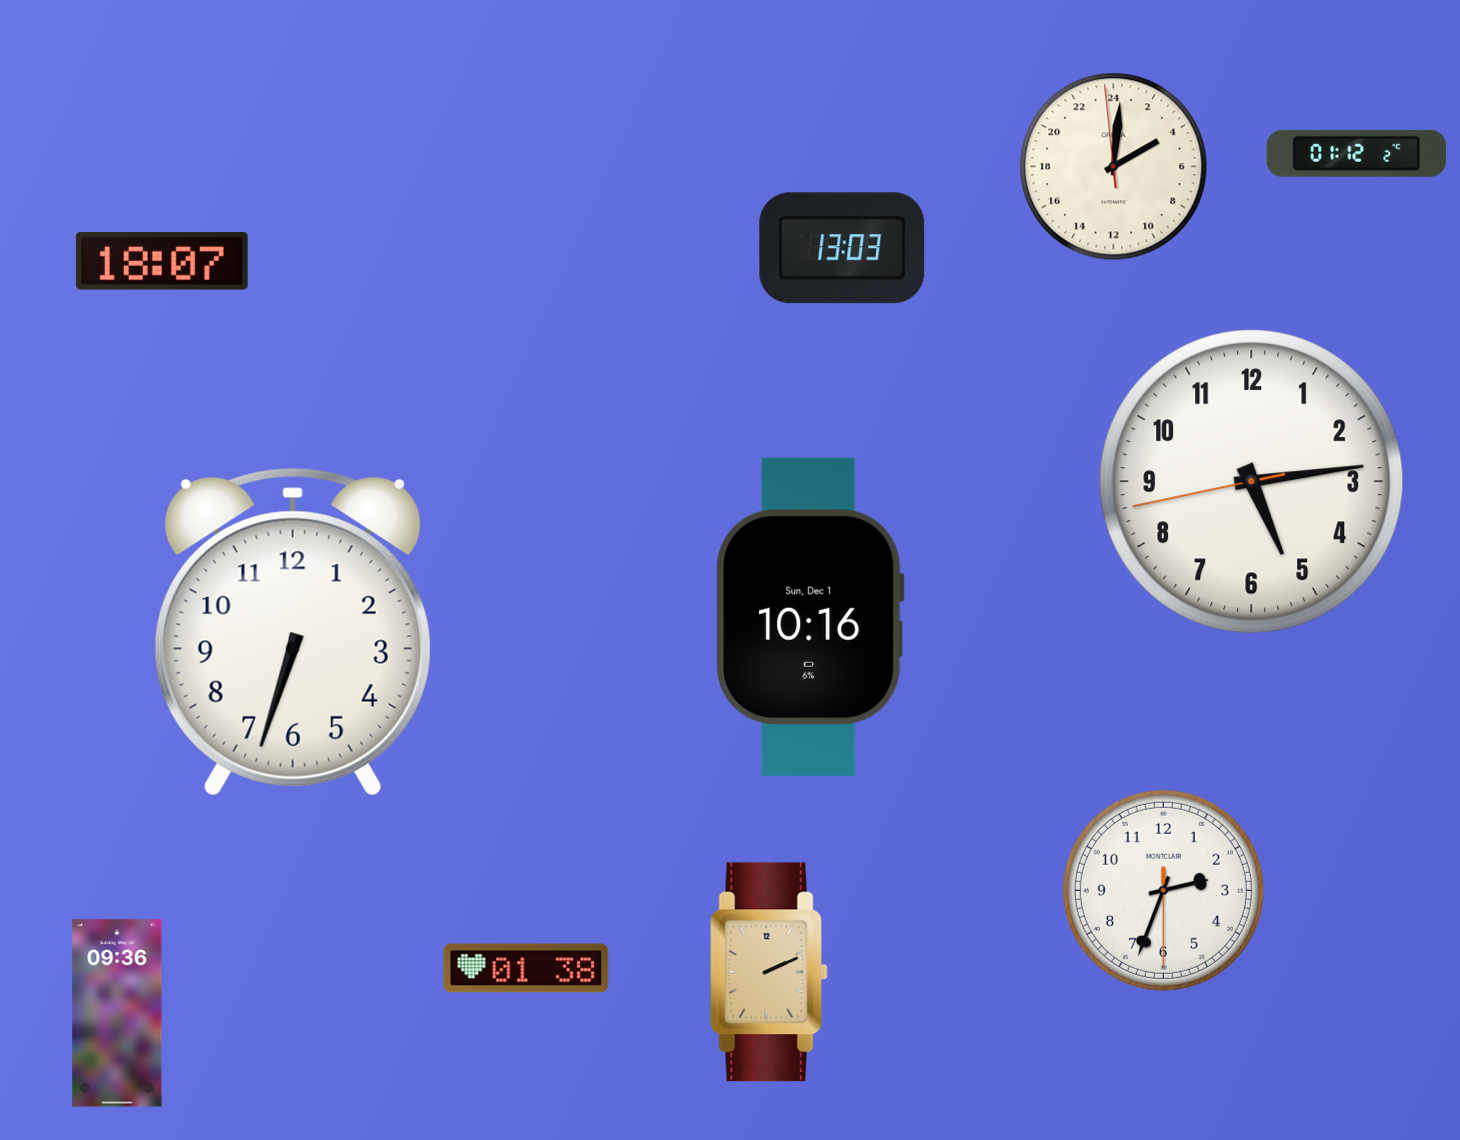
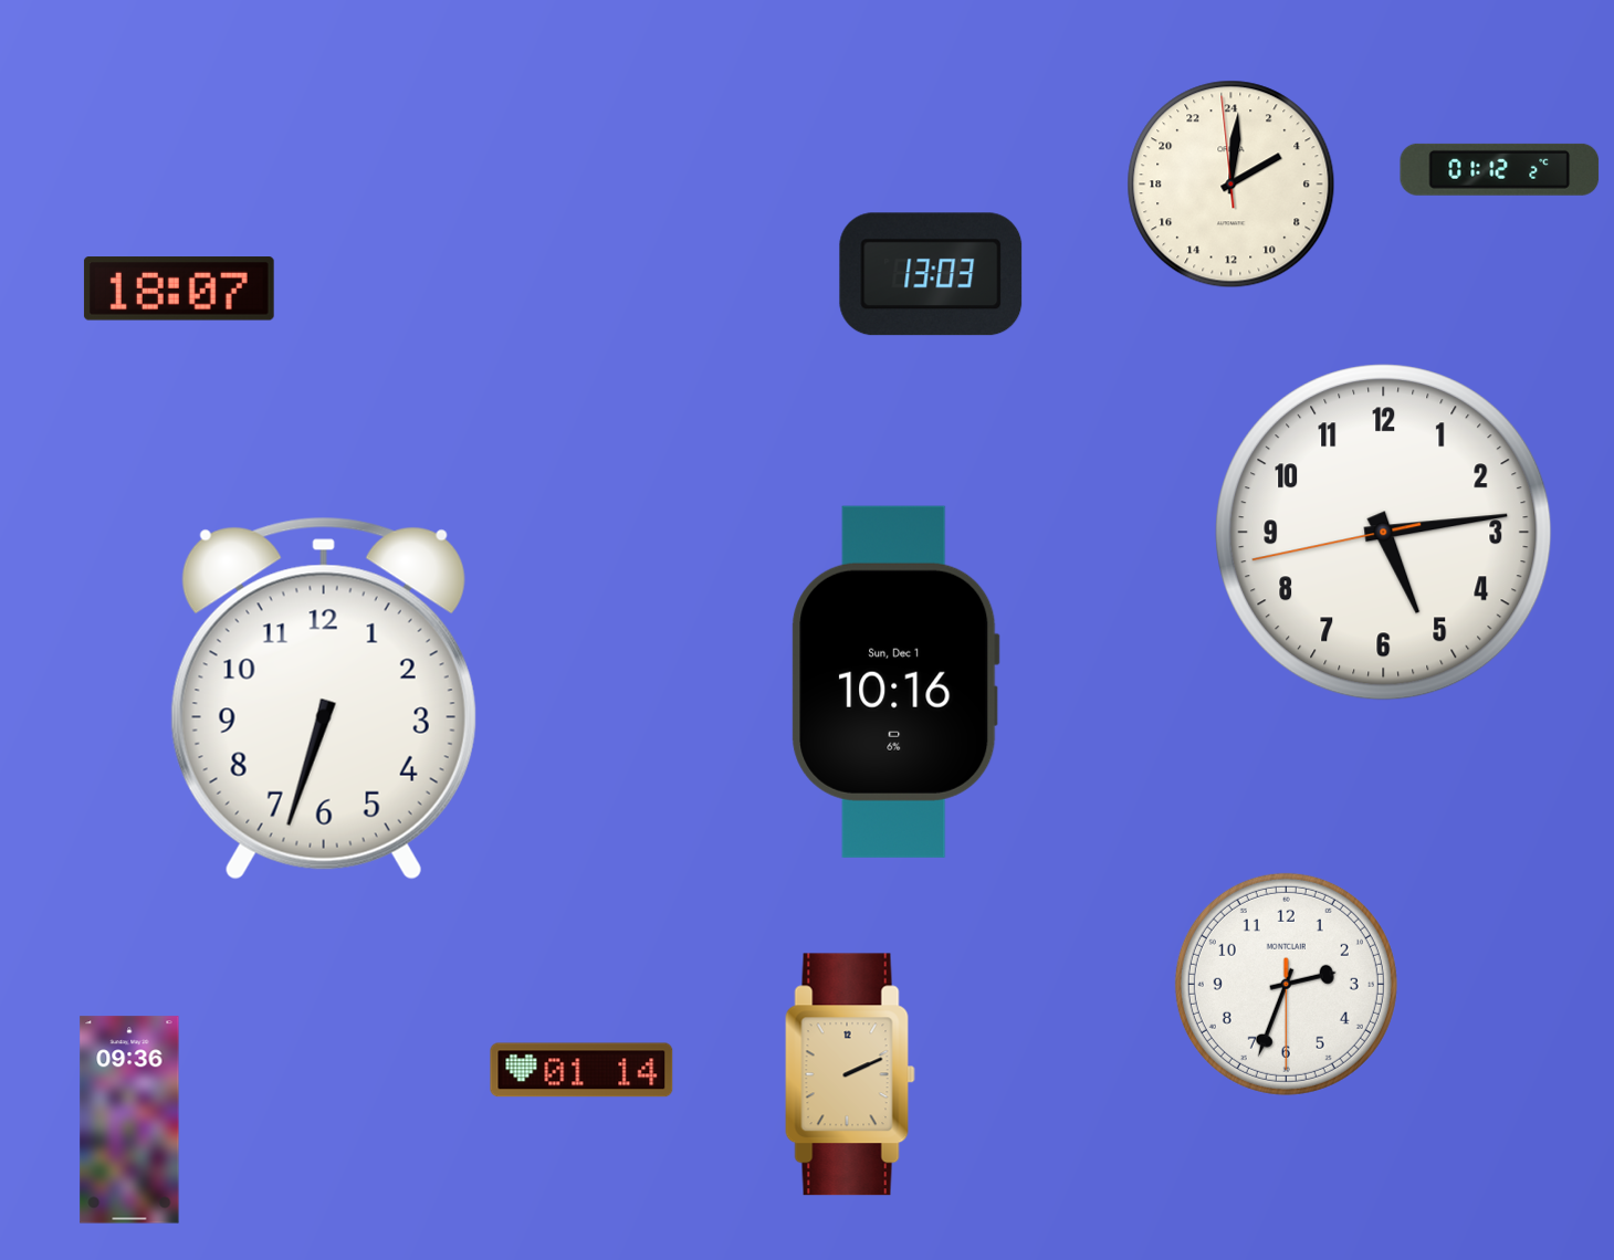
clock at (526, 968): 01:38 -> 01:14
